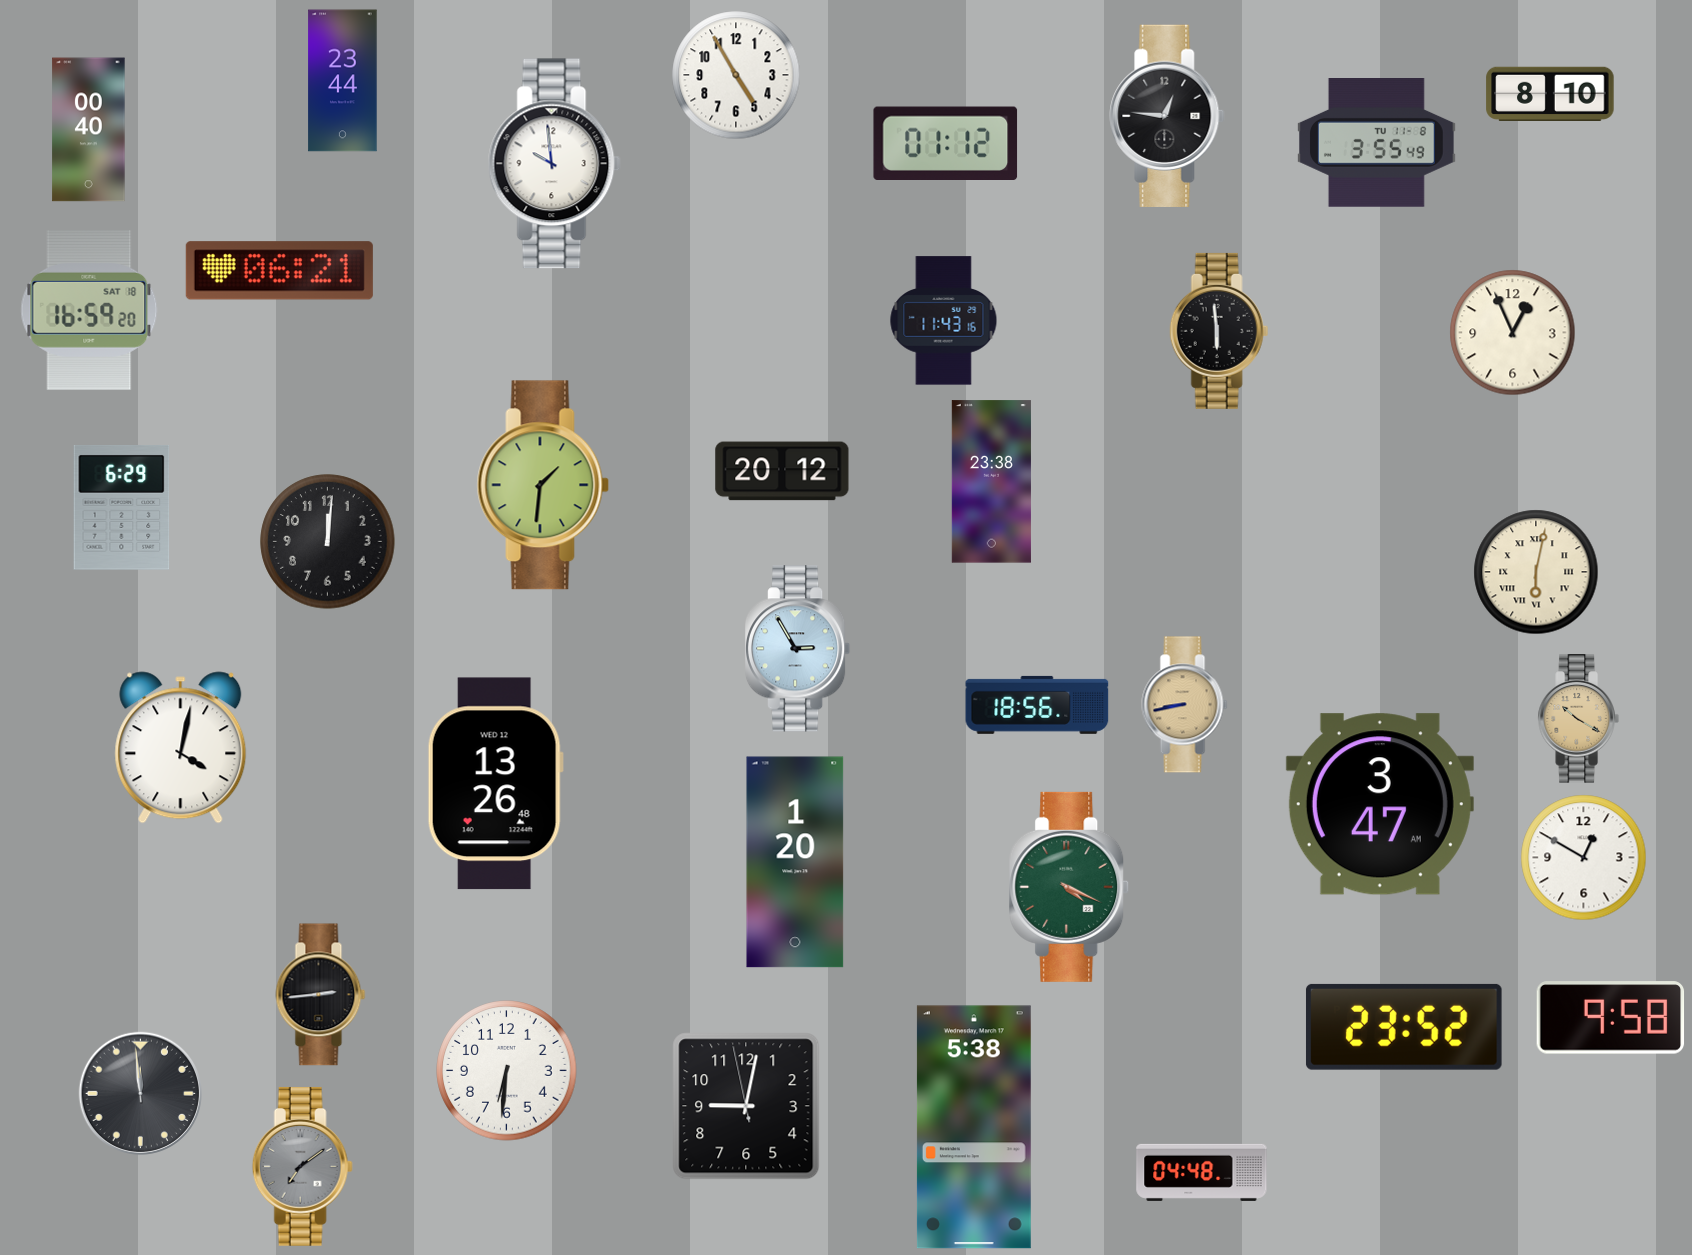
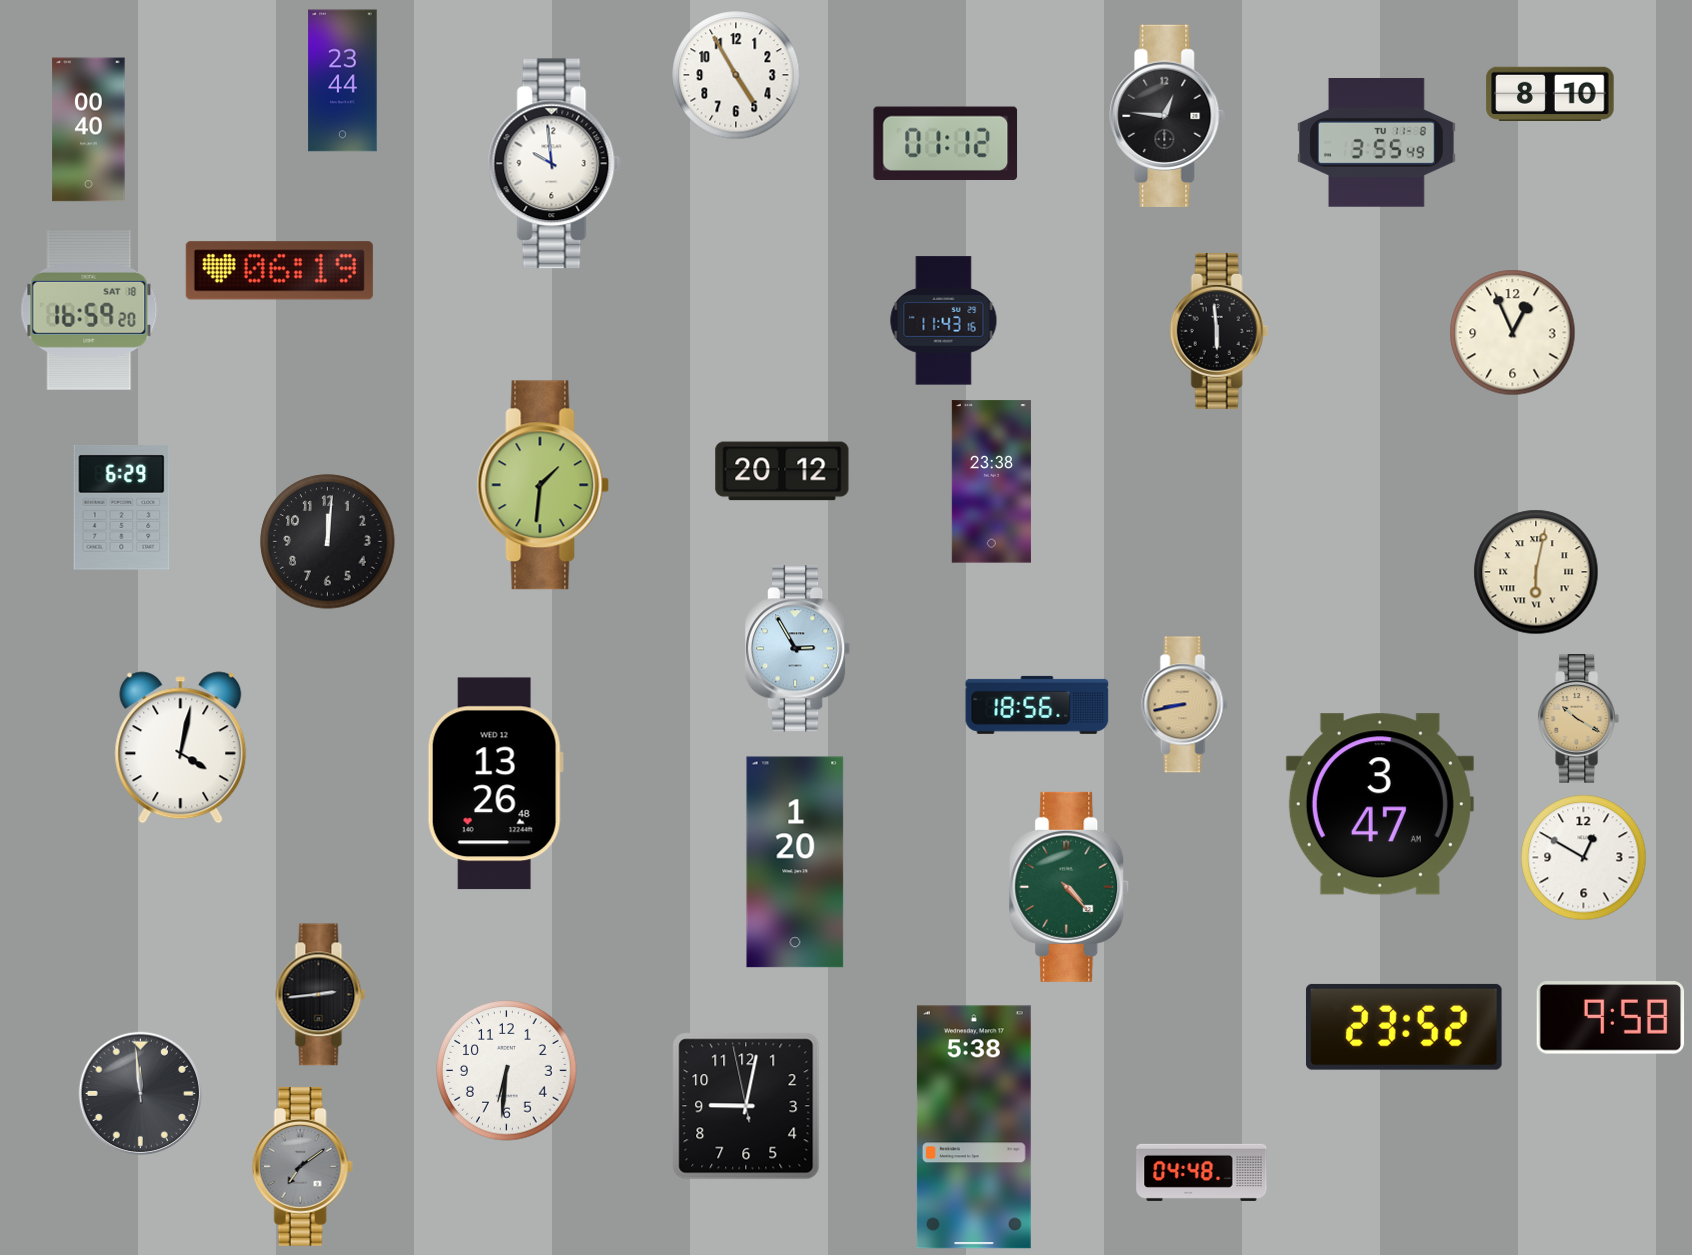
clock at (279, 271): 06:21 -> 06:19
clock at (1069, 887): 4:19 -> 4:23
